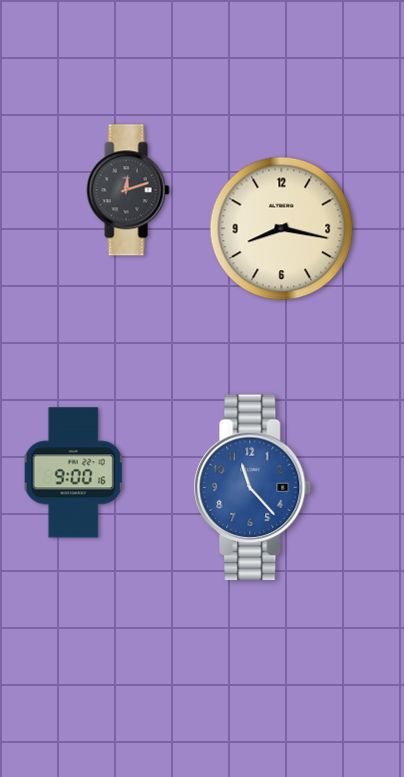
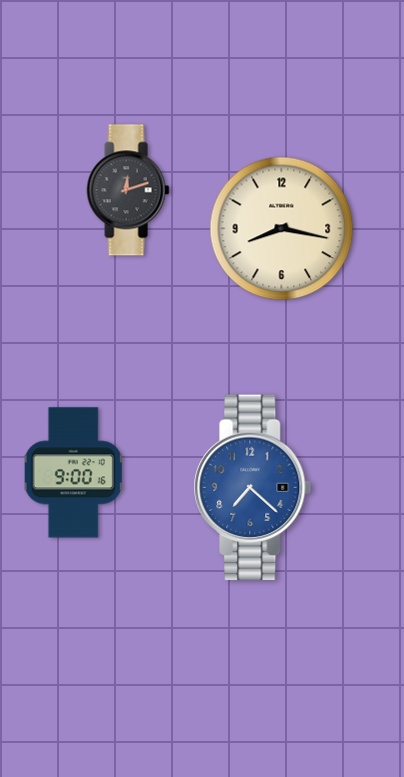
clock at (253, 488): 11:23 -> 7:22
